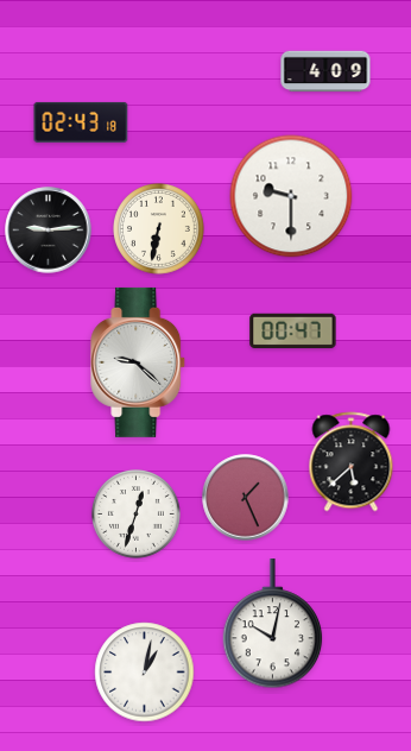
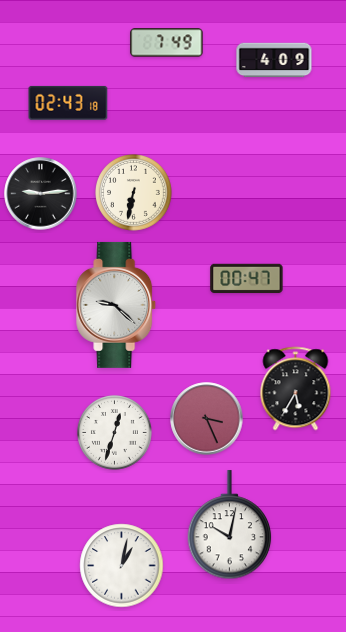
clock at (167, 43): none -> 7:49
clock at (291, 196): 9:30 -> none
clock at (352, 462): 5:38 -> 5:35
clock at (246, 498): 1:26 -> 3:26
